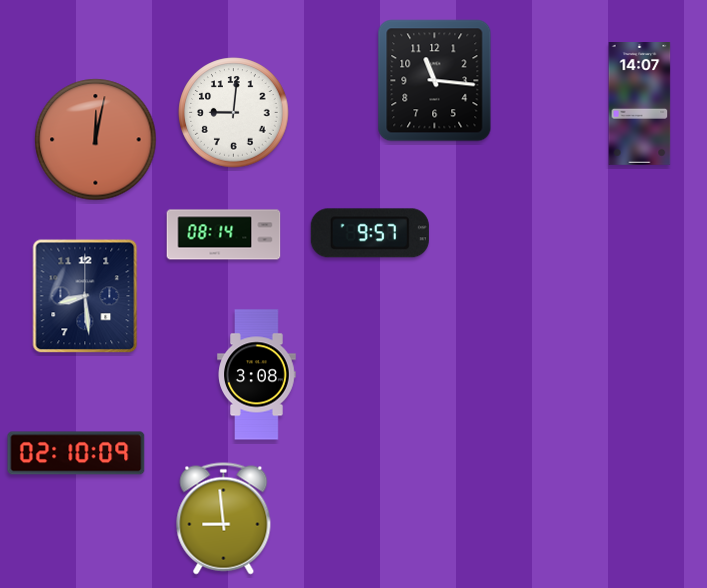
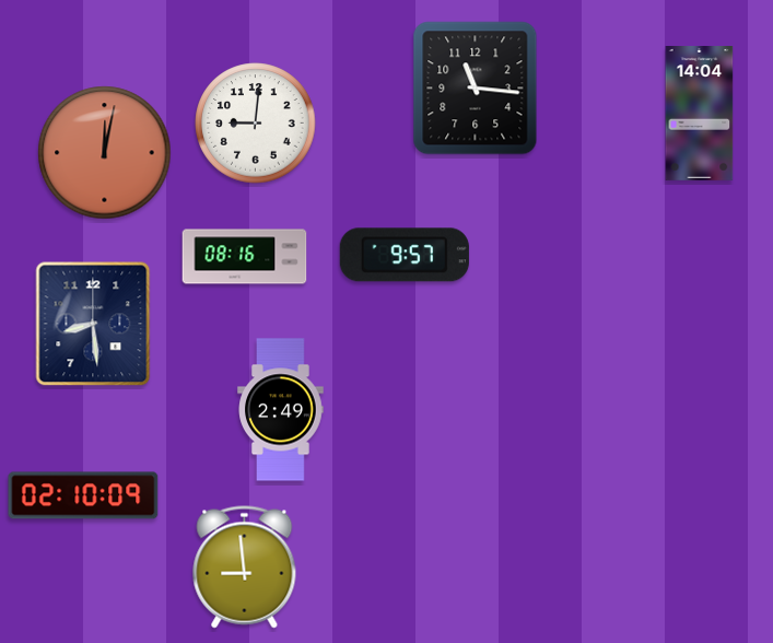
clock at (640, 104): 14:07 -> 14:04
clock at (224, 235): 08:14 -> 08:16
clock at (257, 375): 3:08 -> 2:49
